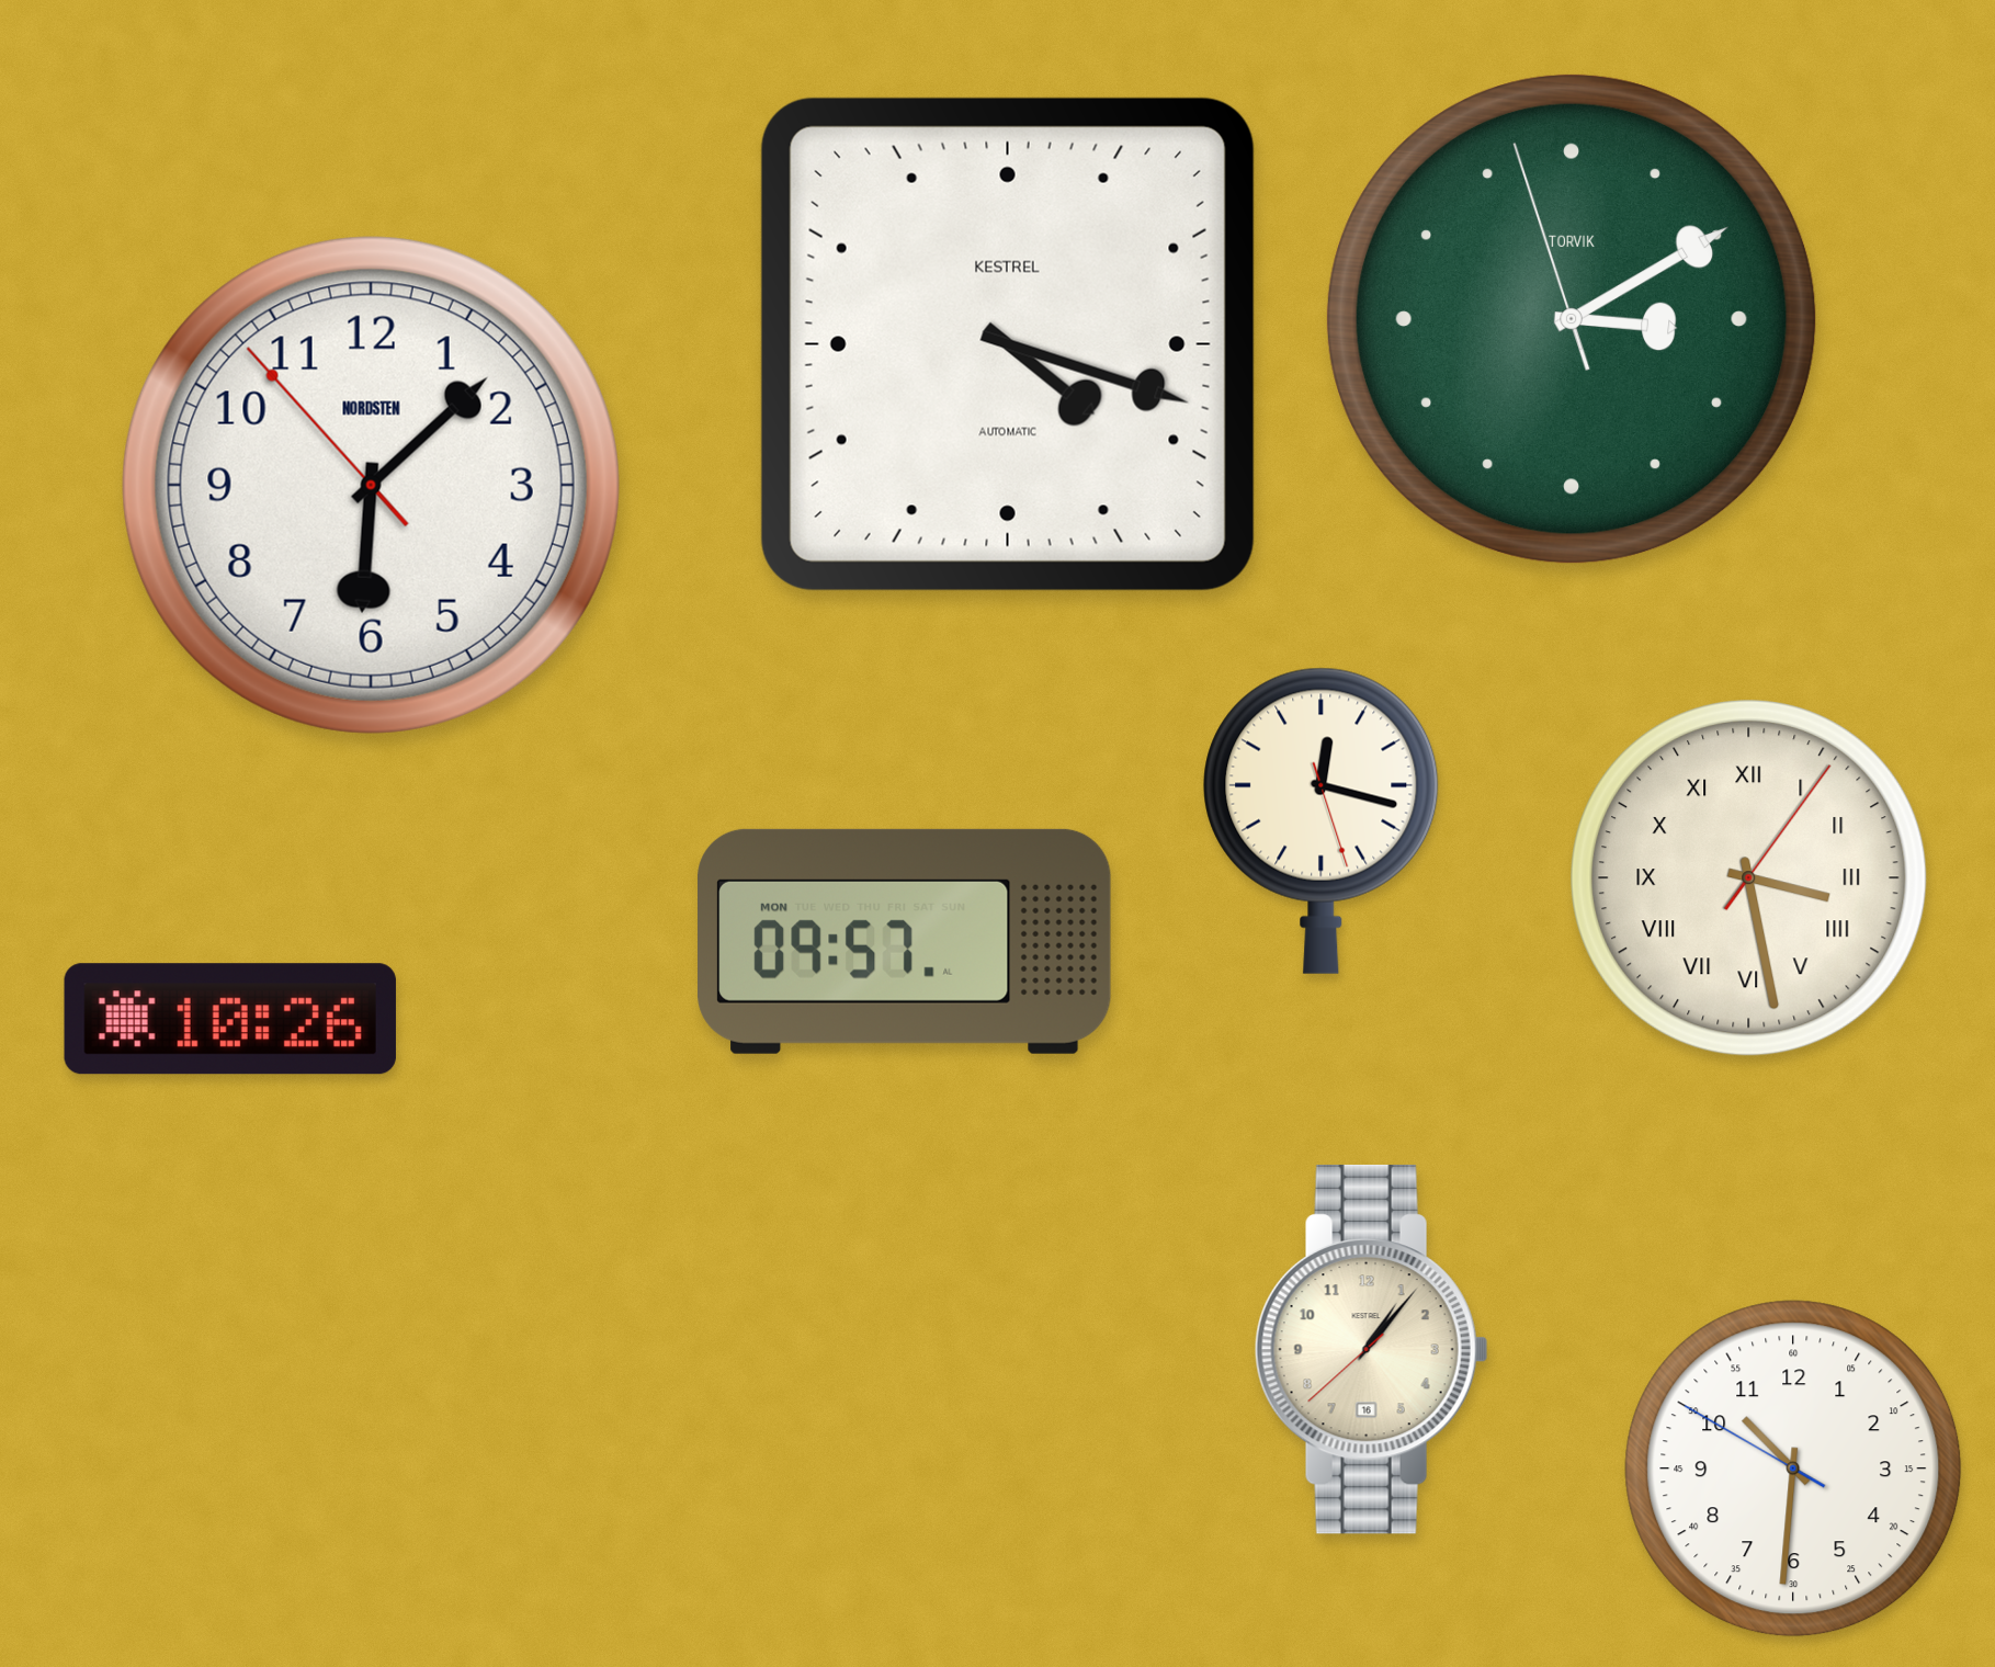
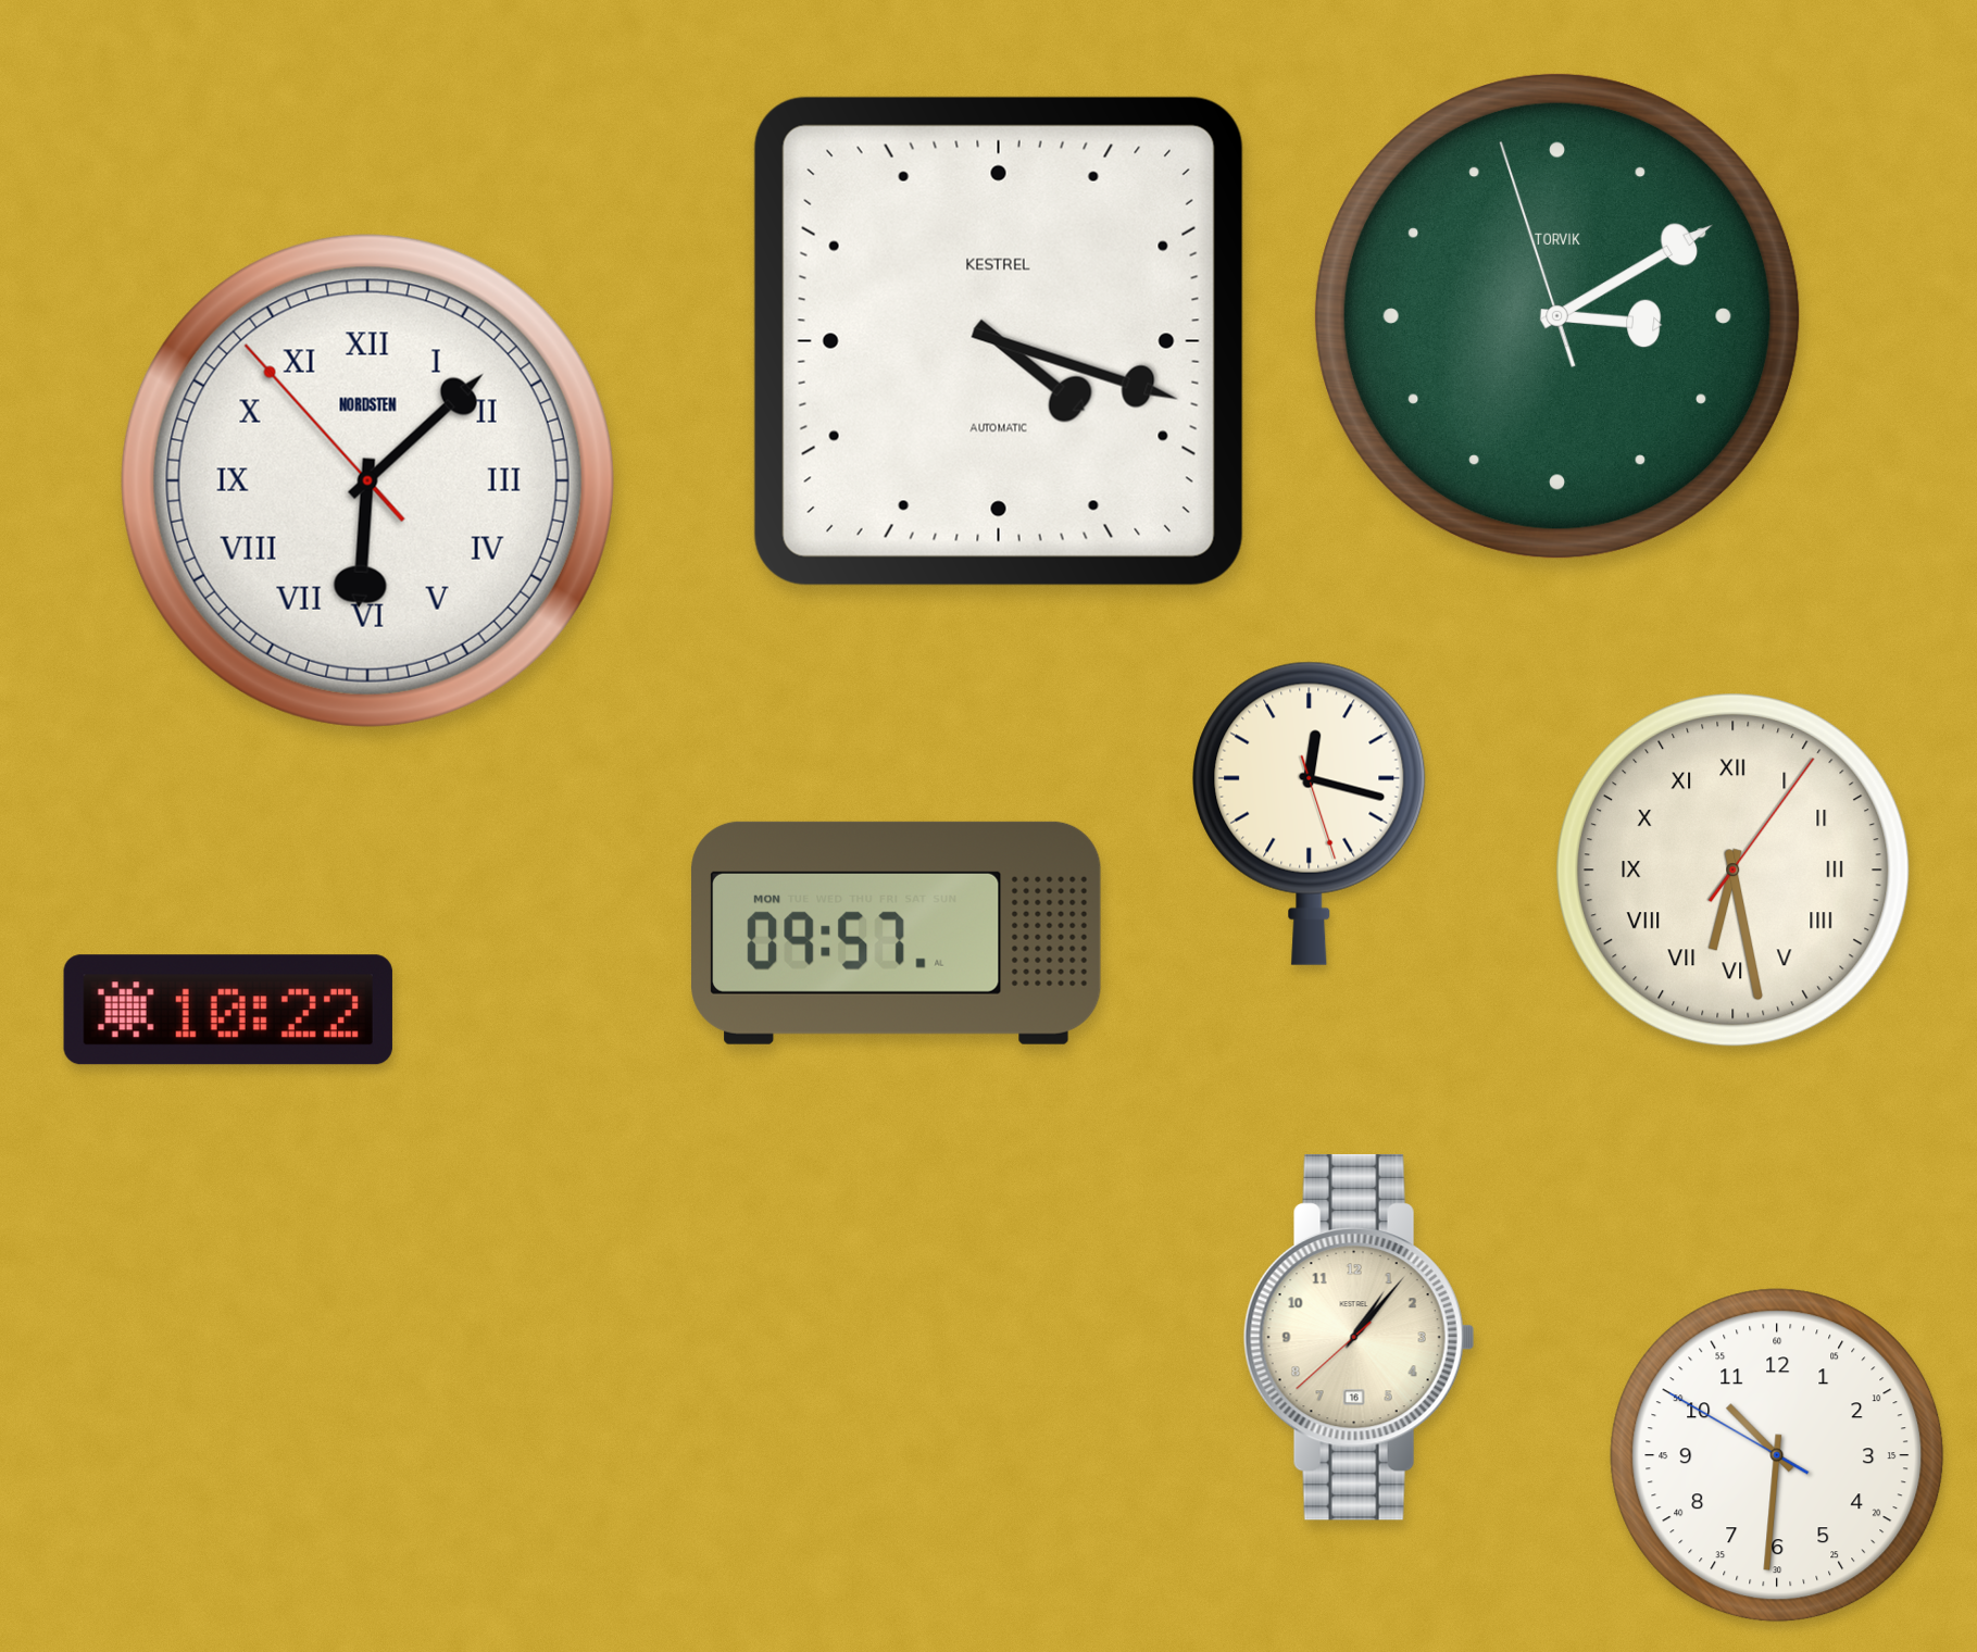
clock at (371, 485) numerals: Arabic -> Roman
clock at (1749, 878): 3:28 -> 6:28
clock at (230, 1019): 10:26 -> 10:22
